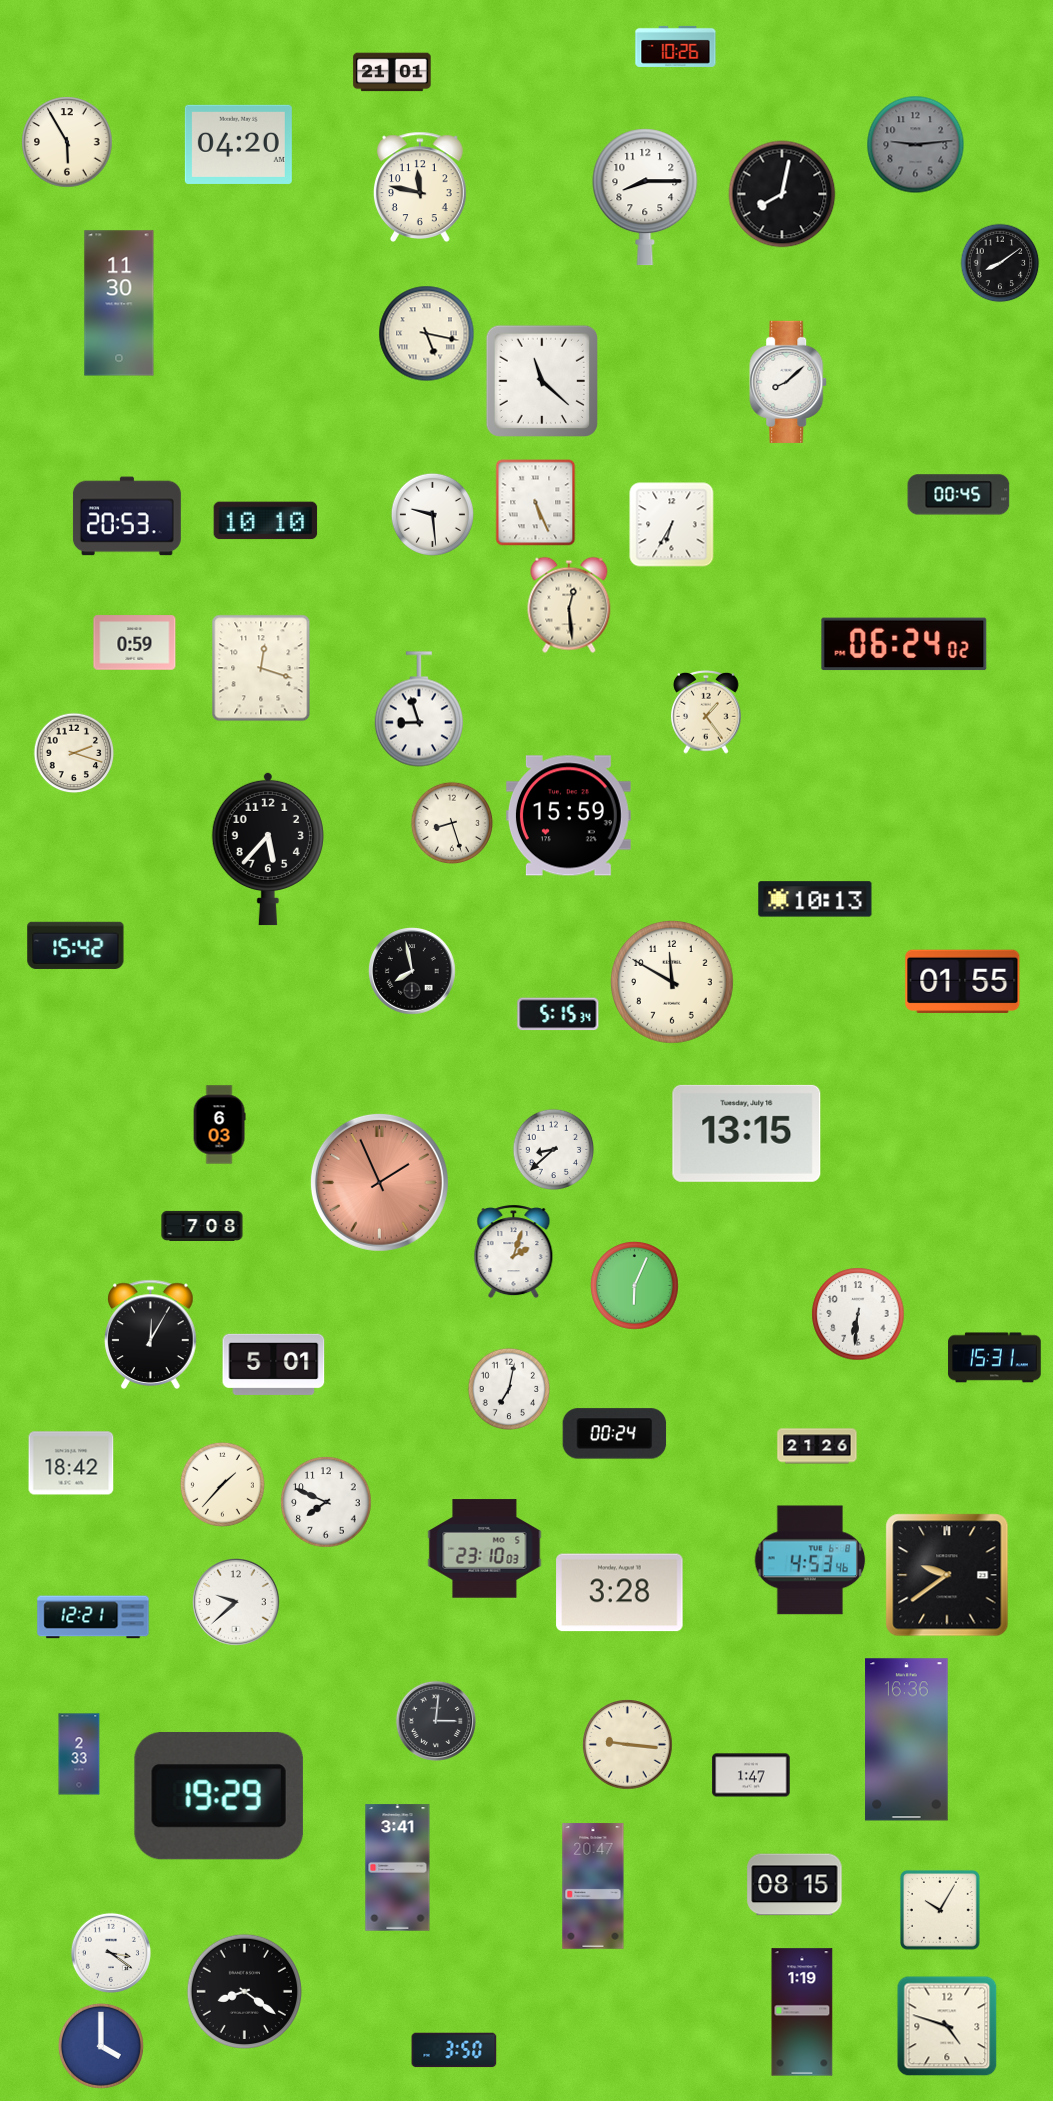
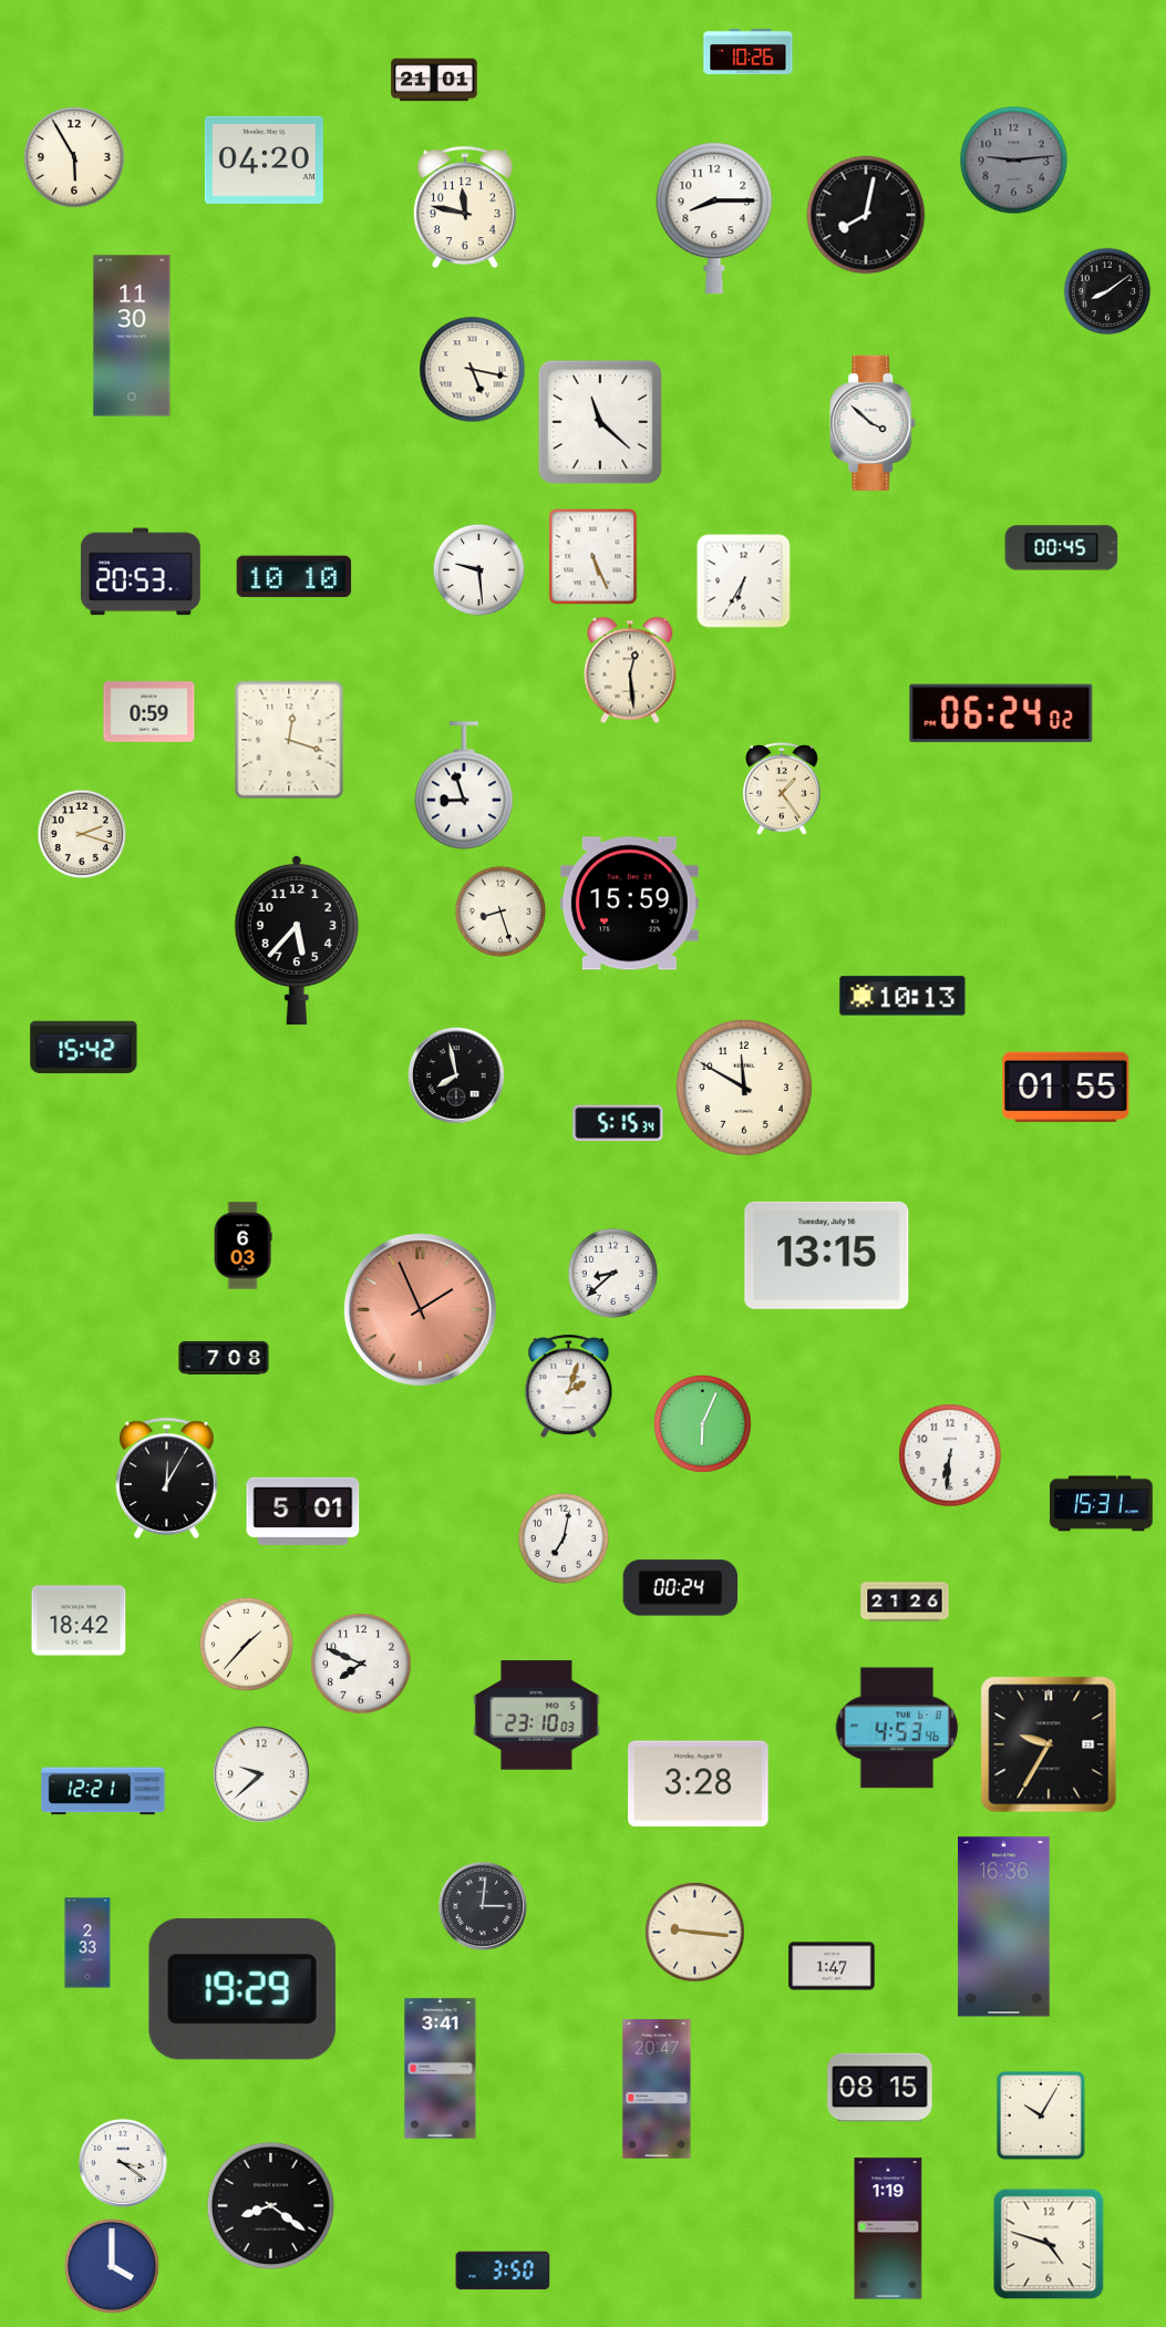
clock at (789, 382): 8:08 -> 3:52
clock at (947, 1575): 9:39 -> 9:35
clock at (620, 1593) position: (620, 1593) -> (699, 1784)
